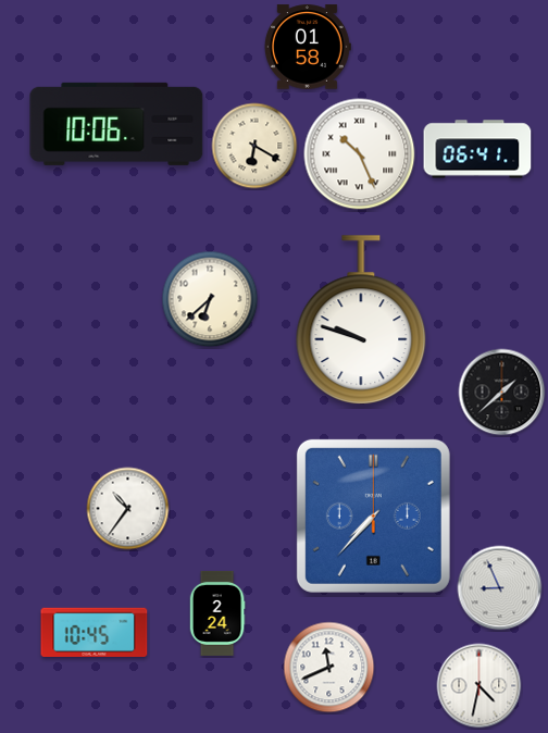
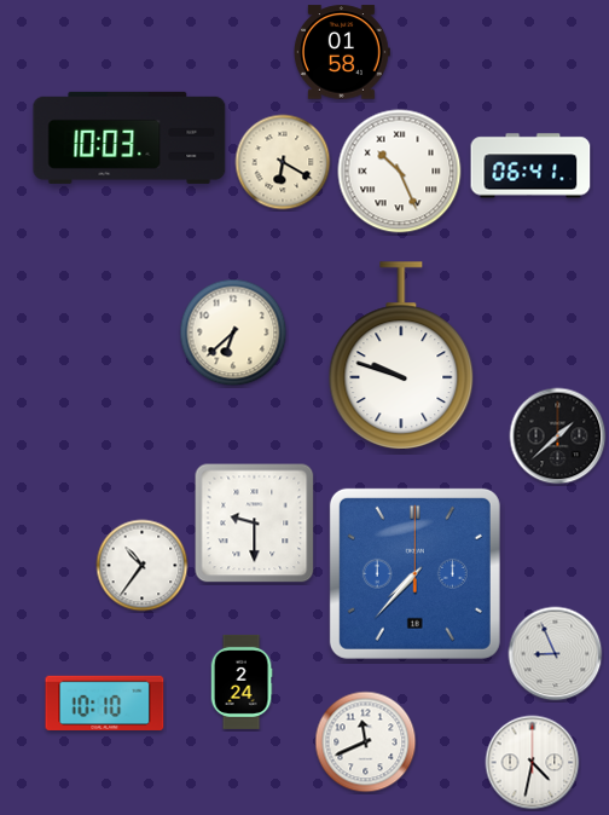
clock at (116, 124): 10:06 -> 10:03
clock at (255, 524): none -> 9:30
clock at (95, 632): 10:45 -> 10:10
